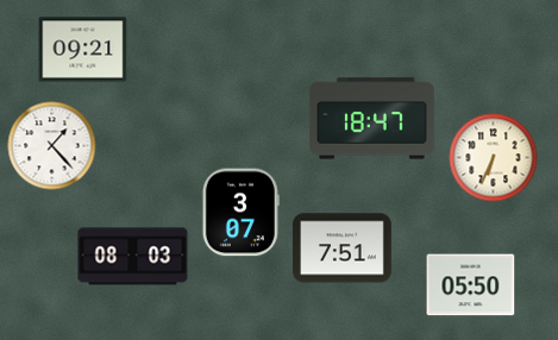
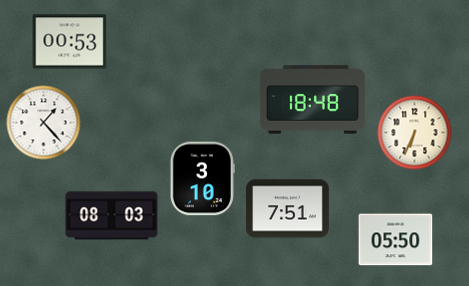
clock at (83, 50): 09:21 -> 00:53
clock at (371, 119): 18:47 -> 18:48
clock at (240, 213): 3:07 -> 3:10
